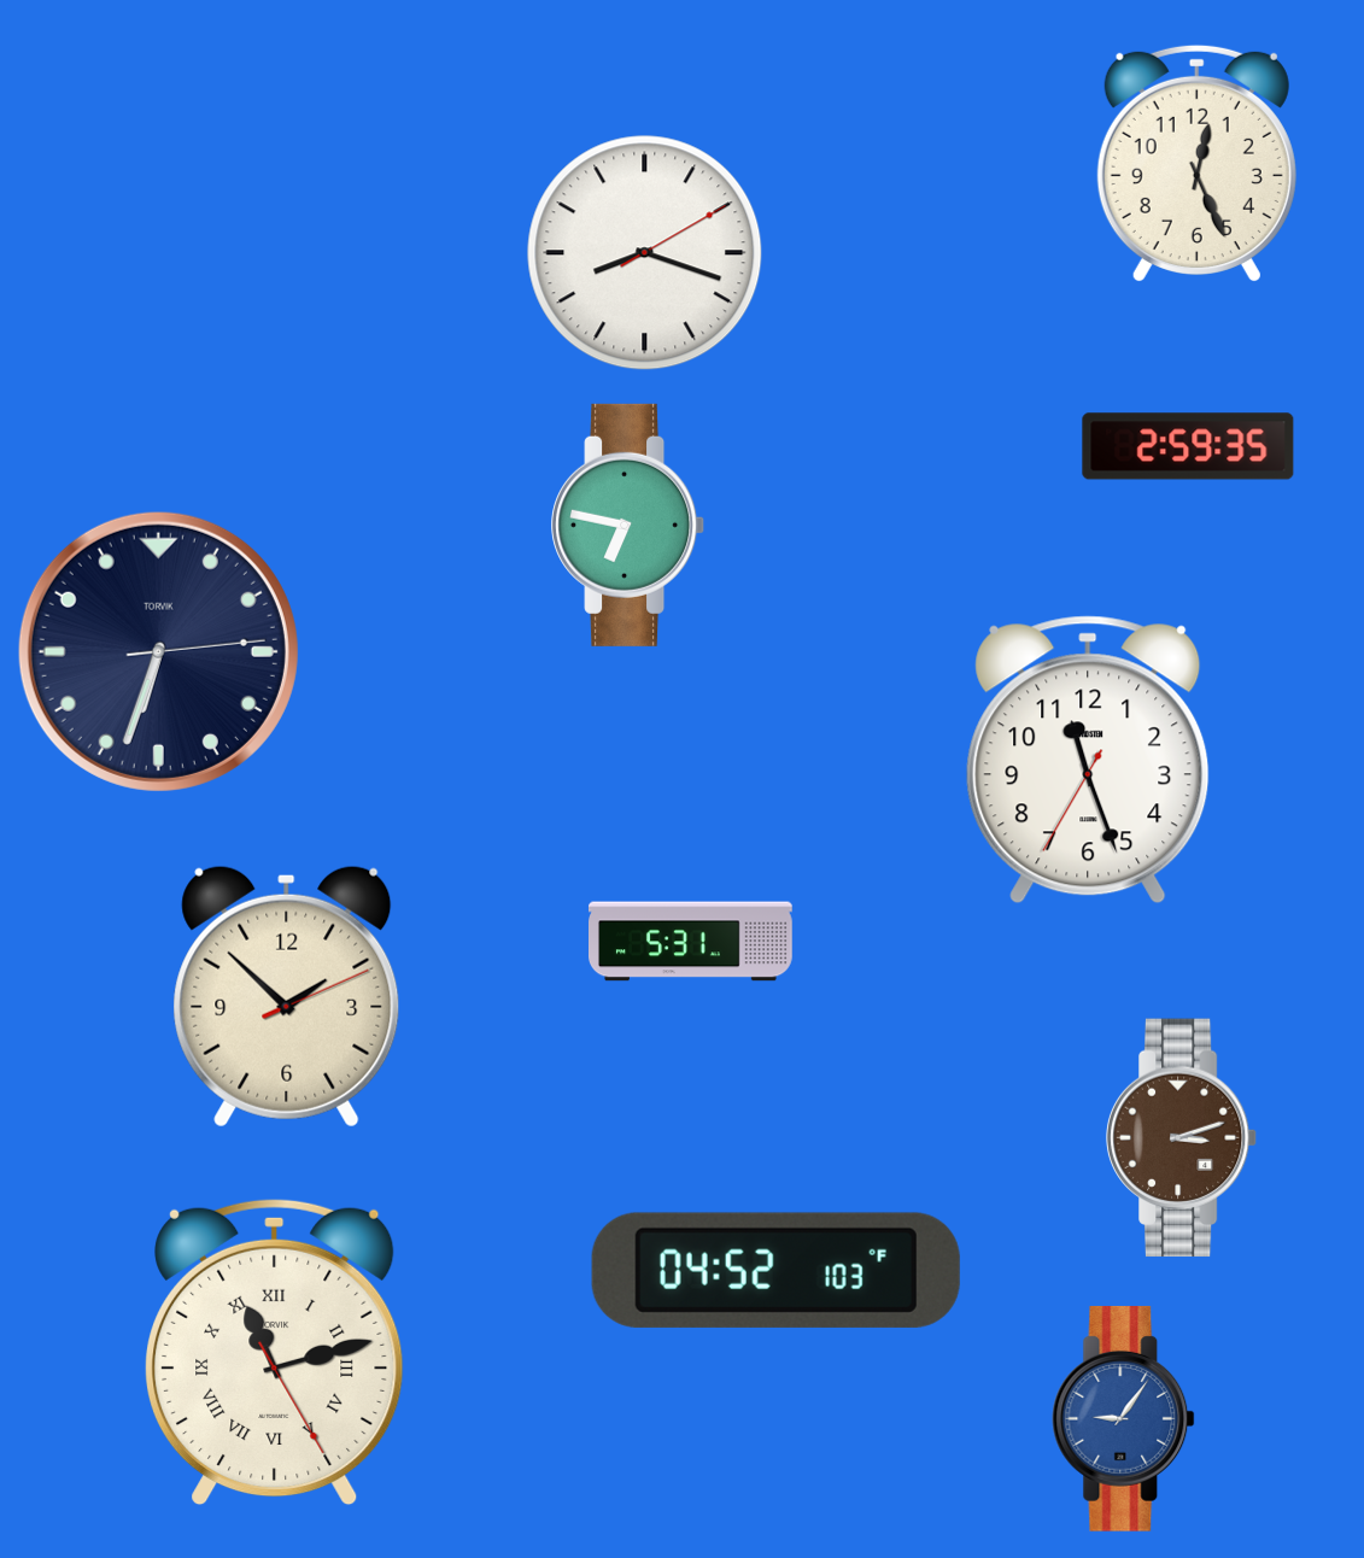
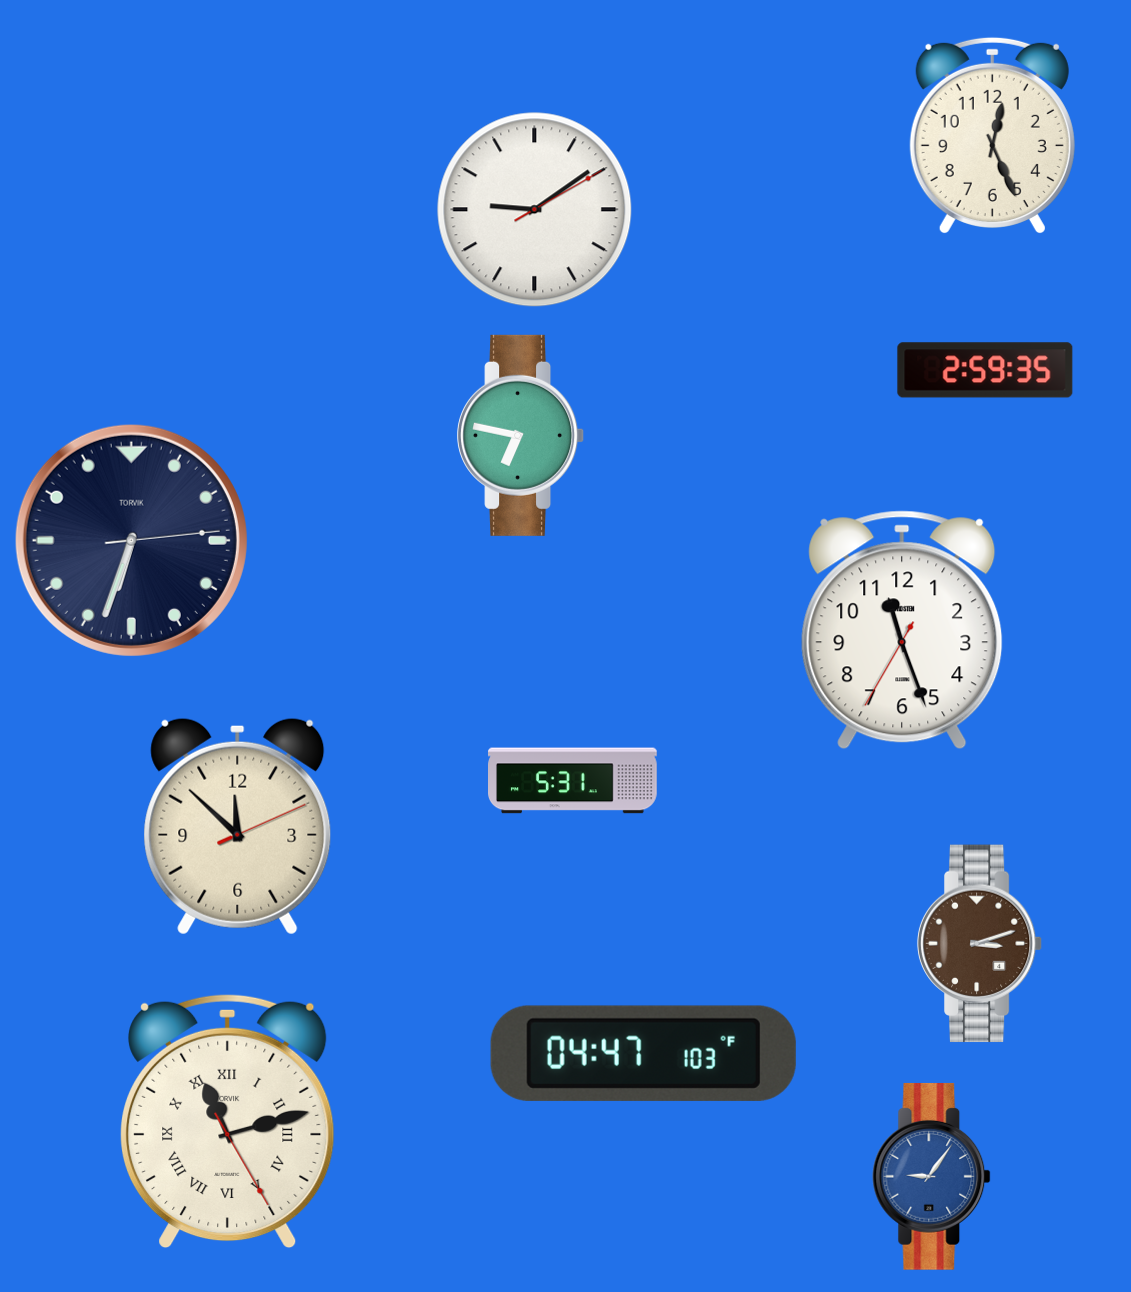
clock at (645, 253): 8:18 -> 9:09
clock at (287, 996): 1:52 -> 11:52
clock at (775, 1270): 04:52 -> 04:47
